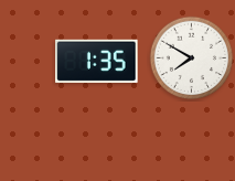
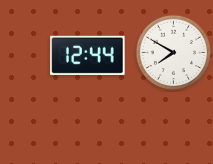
clock at (97, 61): 1:35 -> 12:44
